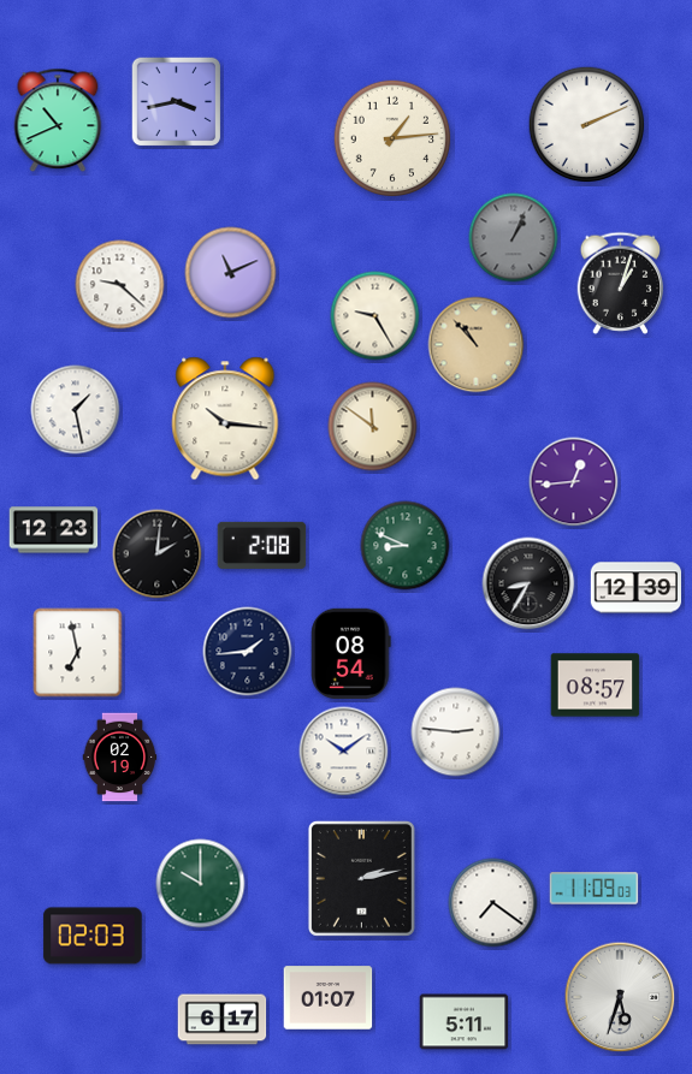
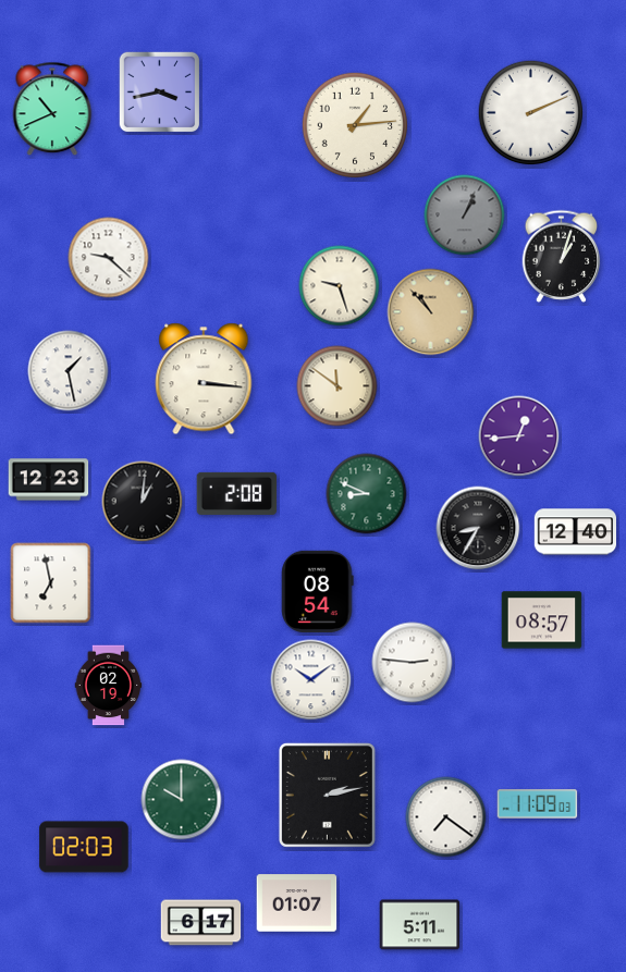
clock at (231, 273): 11:11 -> none
clock at (375, 316): 9:25 -> 9:27
clock at (225, 419): 10:16 -> 3:16
clock at (158, 554): 2:01 -> 1:01
clock at (635, 588): 12:39 -> 12:40
clock at (248, 652): 1:44 -> none
clock at (78, 653) position: (78, 653) -> (51, 583)
clock at (596, 686) position: (596, 686) -> (542, 620)
clock at (620, 997): 5:33 -> none
